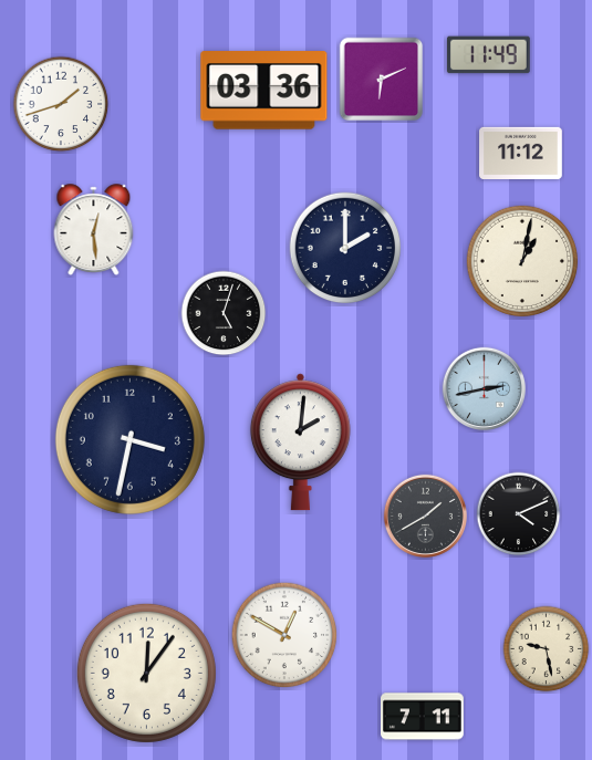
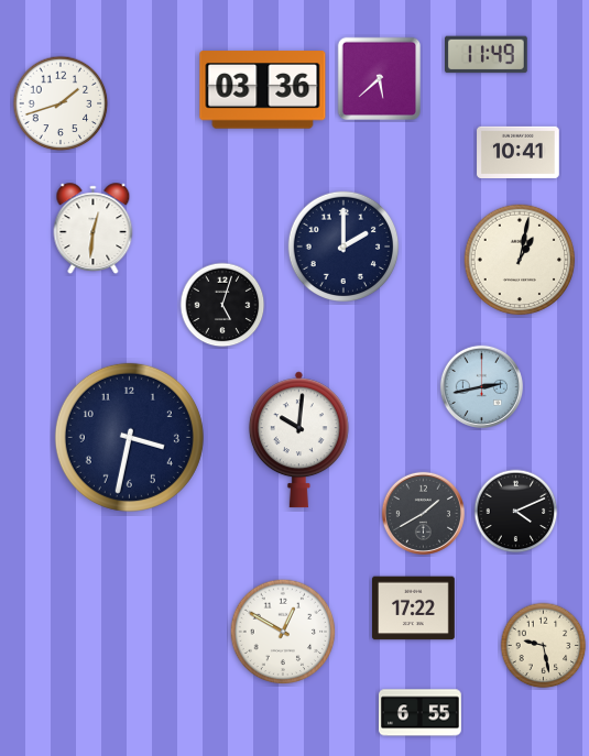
clock at (382, 80): 6:11 -> 5:38
clock at (521, 153): 11:12 -> 10:41
clock at (94, 230): 12:29 -> 12:31
clock at (224, 313) position: (224, 313) -> (222, 305)
clock at (300, 443): 2:01 -> 10:01
clock at (414, 609): none -> 17:22
clock at (146, 673): 12:06 -> none
clock at (423, 717): 7:11 -> 6:55
